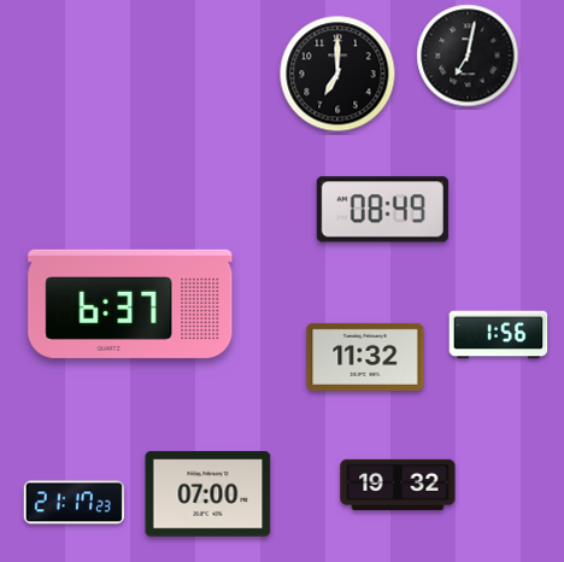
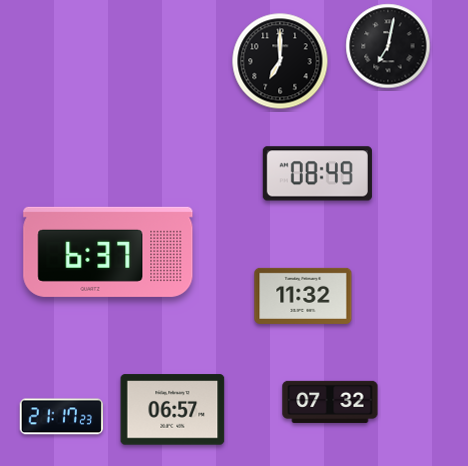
clock at (499, 335): 1:56 -> none
clock at (398, 485): 19:32 -> 07:32
clock at (208, 494): 07:00 -> 06:57
